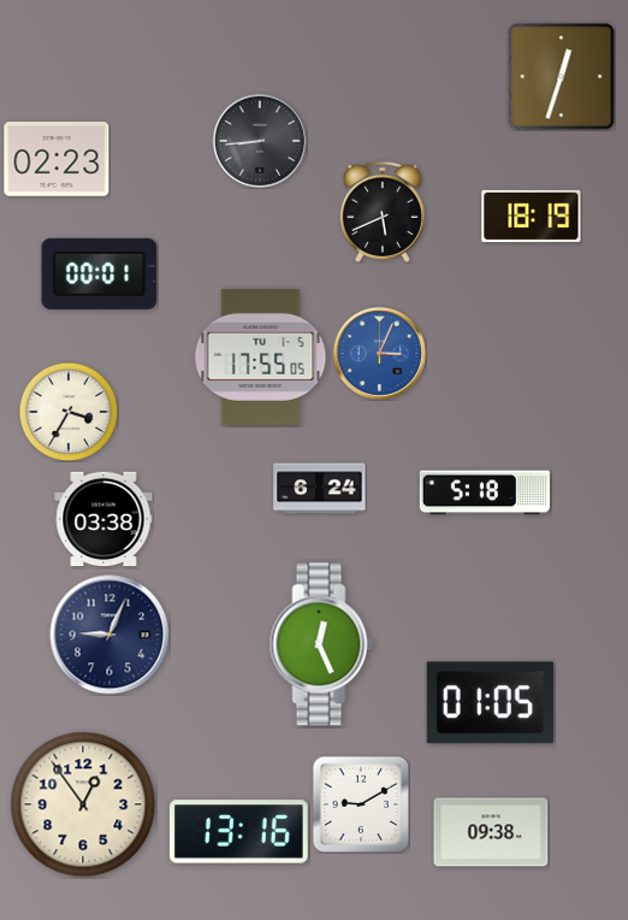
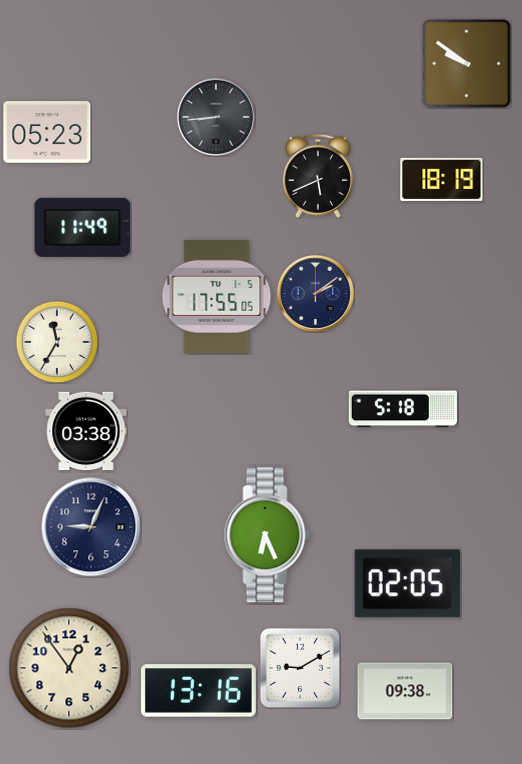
clock at (562, 77): 12:33 -> 9:51
clock at (57, 159): 02:23 -> 05:23
clock at (100, 273): 00:01 -> 11:49
clock at (379, 353): 3:04 -> 2:09
clock at (379, 353) dial: blue -> navy
clock at (69, 412): 3:35 -> 11:35
clock at (320, 489): 6:24 -> none
clock at (321, 644): 12:26 -> 6:26
clock at (490, 703): 01:05 -> 02:05
clock at (491, 832) position: (491, 832) -> (405, 691)
